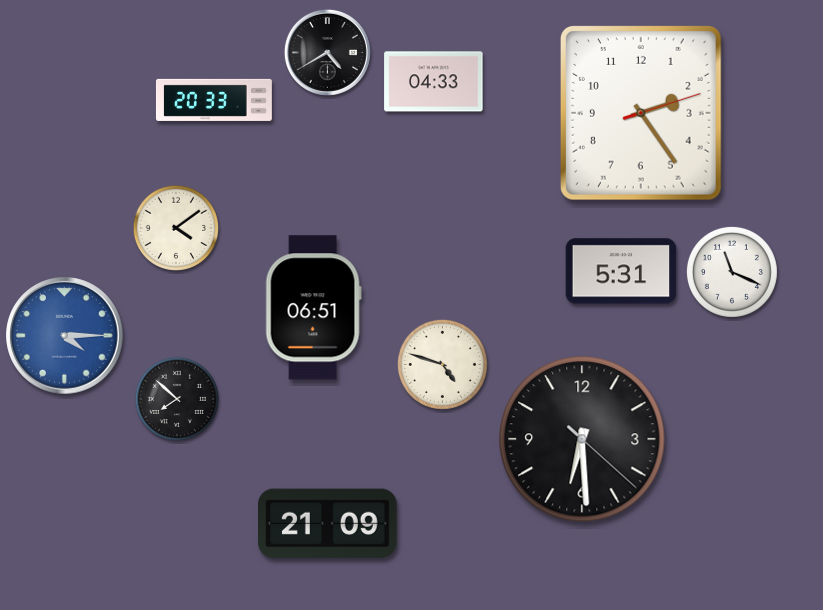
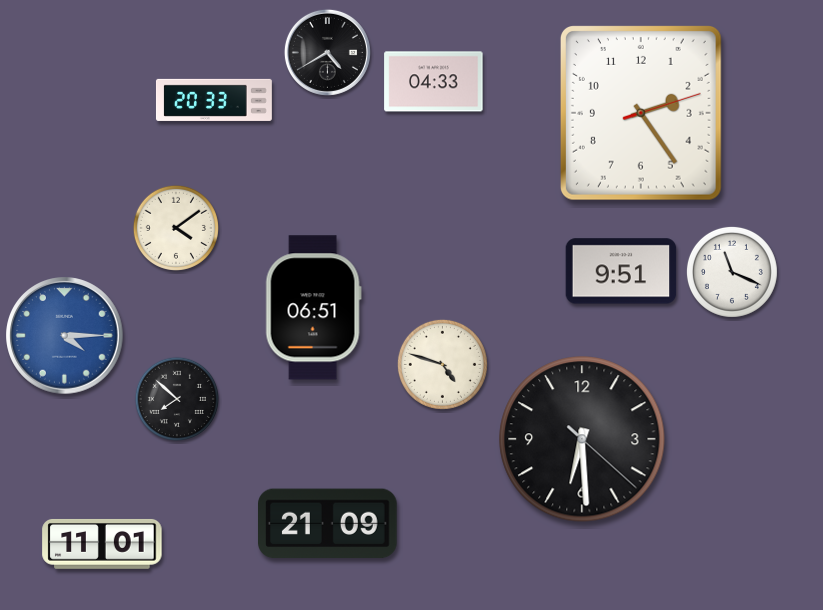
clock at (621, 271): 5:31 -> 9:51
clock at (102, 544): none -> 11:01
